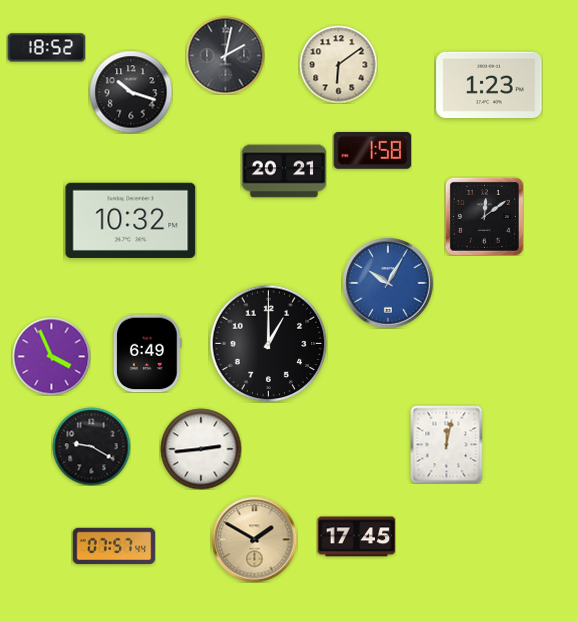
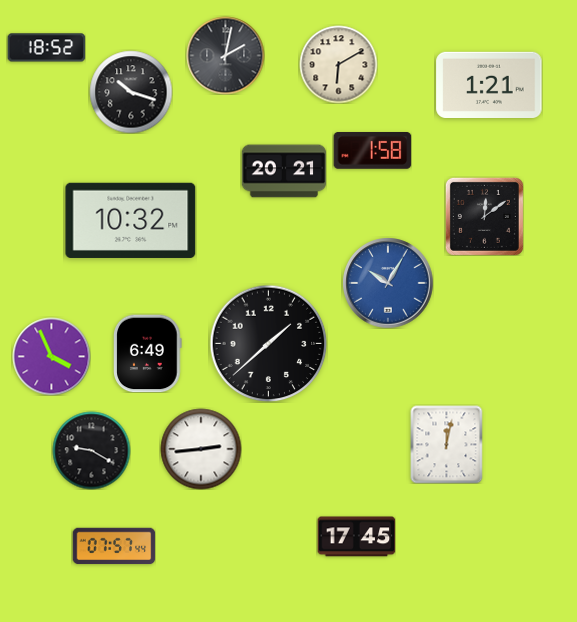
clock at (338, 64): 6:09 -> 6:10
clock at (489, 84): 1:23 -> 1:21
clock at (268, 343): 1:00 -> 1:38
clock at (91, 446) position: (91, 446) -> (91, 450)
clock at (254, 539): 1:50 -> none
